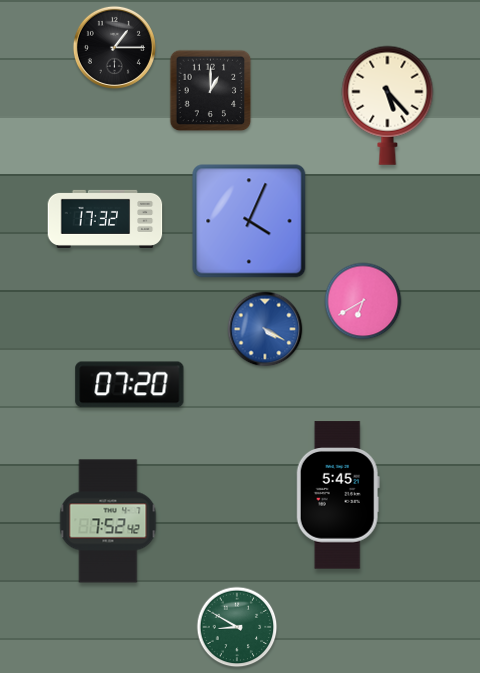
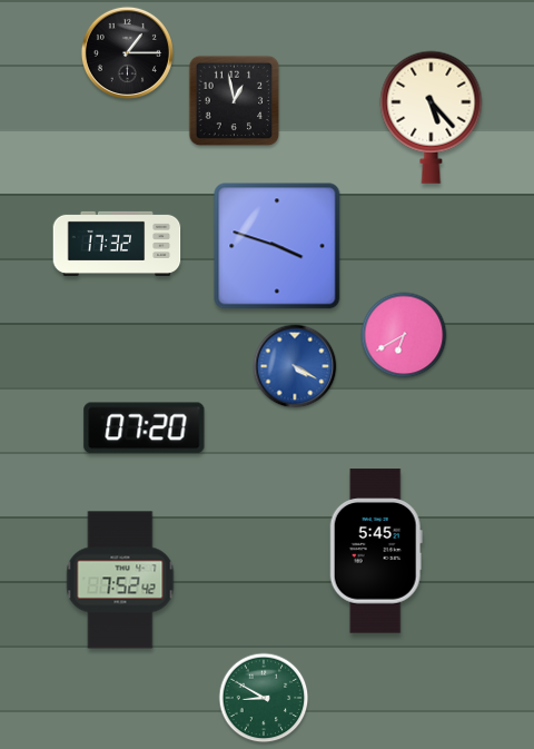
clock at (211, 91): 1:00 -> 12:58
clock at (249, 221): 4:04 -> 3:48
